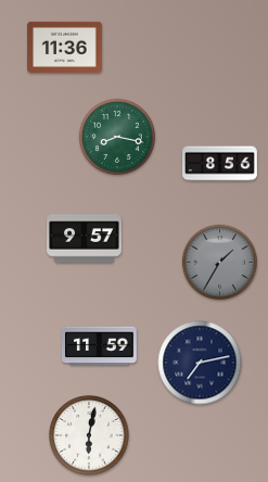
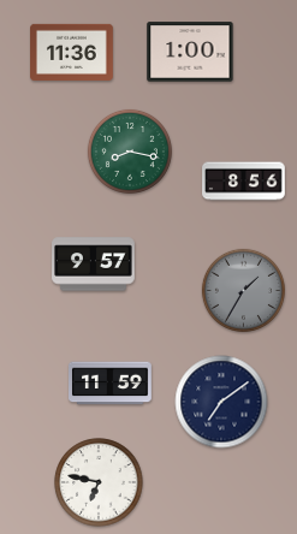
clock at (190, 52): none -> 1:00
clock at (200, 363): 7:13 -> 7:09
clock at (89, 435): 6:02 -> 6:47
